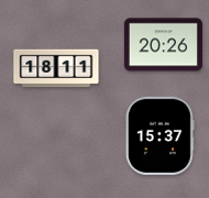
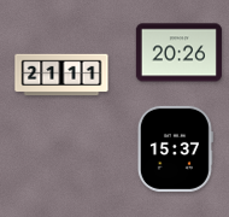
clock at (163, 45) position: (163, 45) -> (178, 53)
clock at (56, 68): 18:11 -> 21:11
